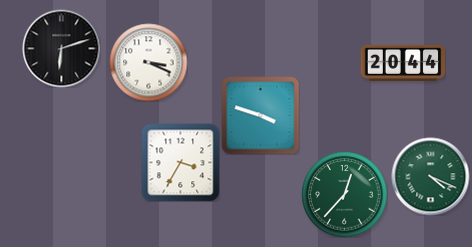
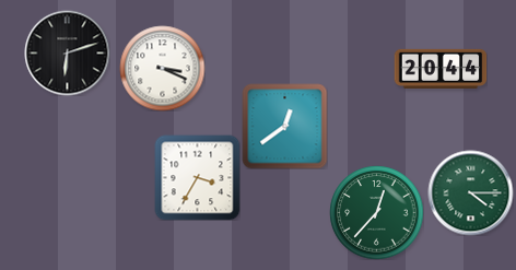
clock at (260, 115): 3:48 -> 12:39
clock at (430, 176): 4:19 -> 4:15
